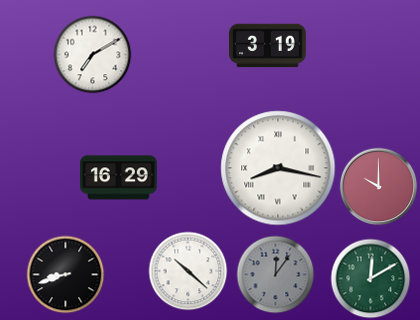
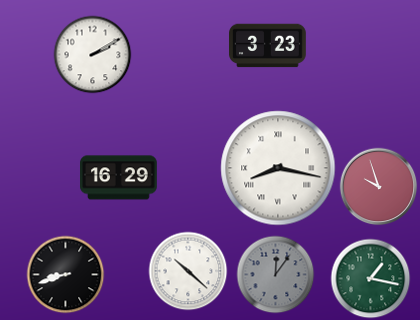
clock at (268, 46): 3:19 -> 3:23
clock at (92, 54): 7:10 -> 2:10
clock at (378, 186): 10:00 -> 9:57
clock at (370, 278): 12:10 -> 1:17
